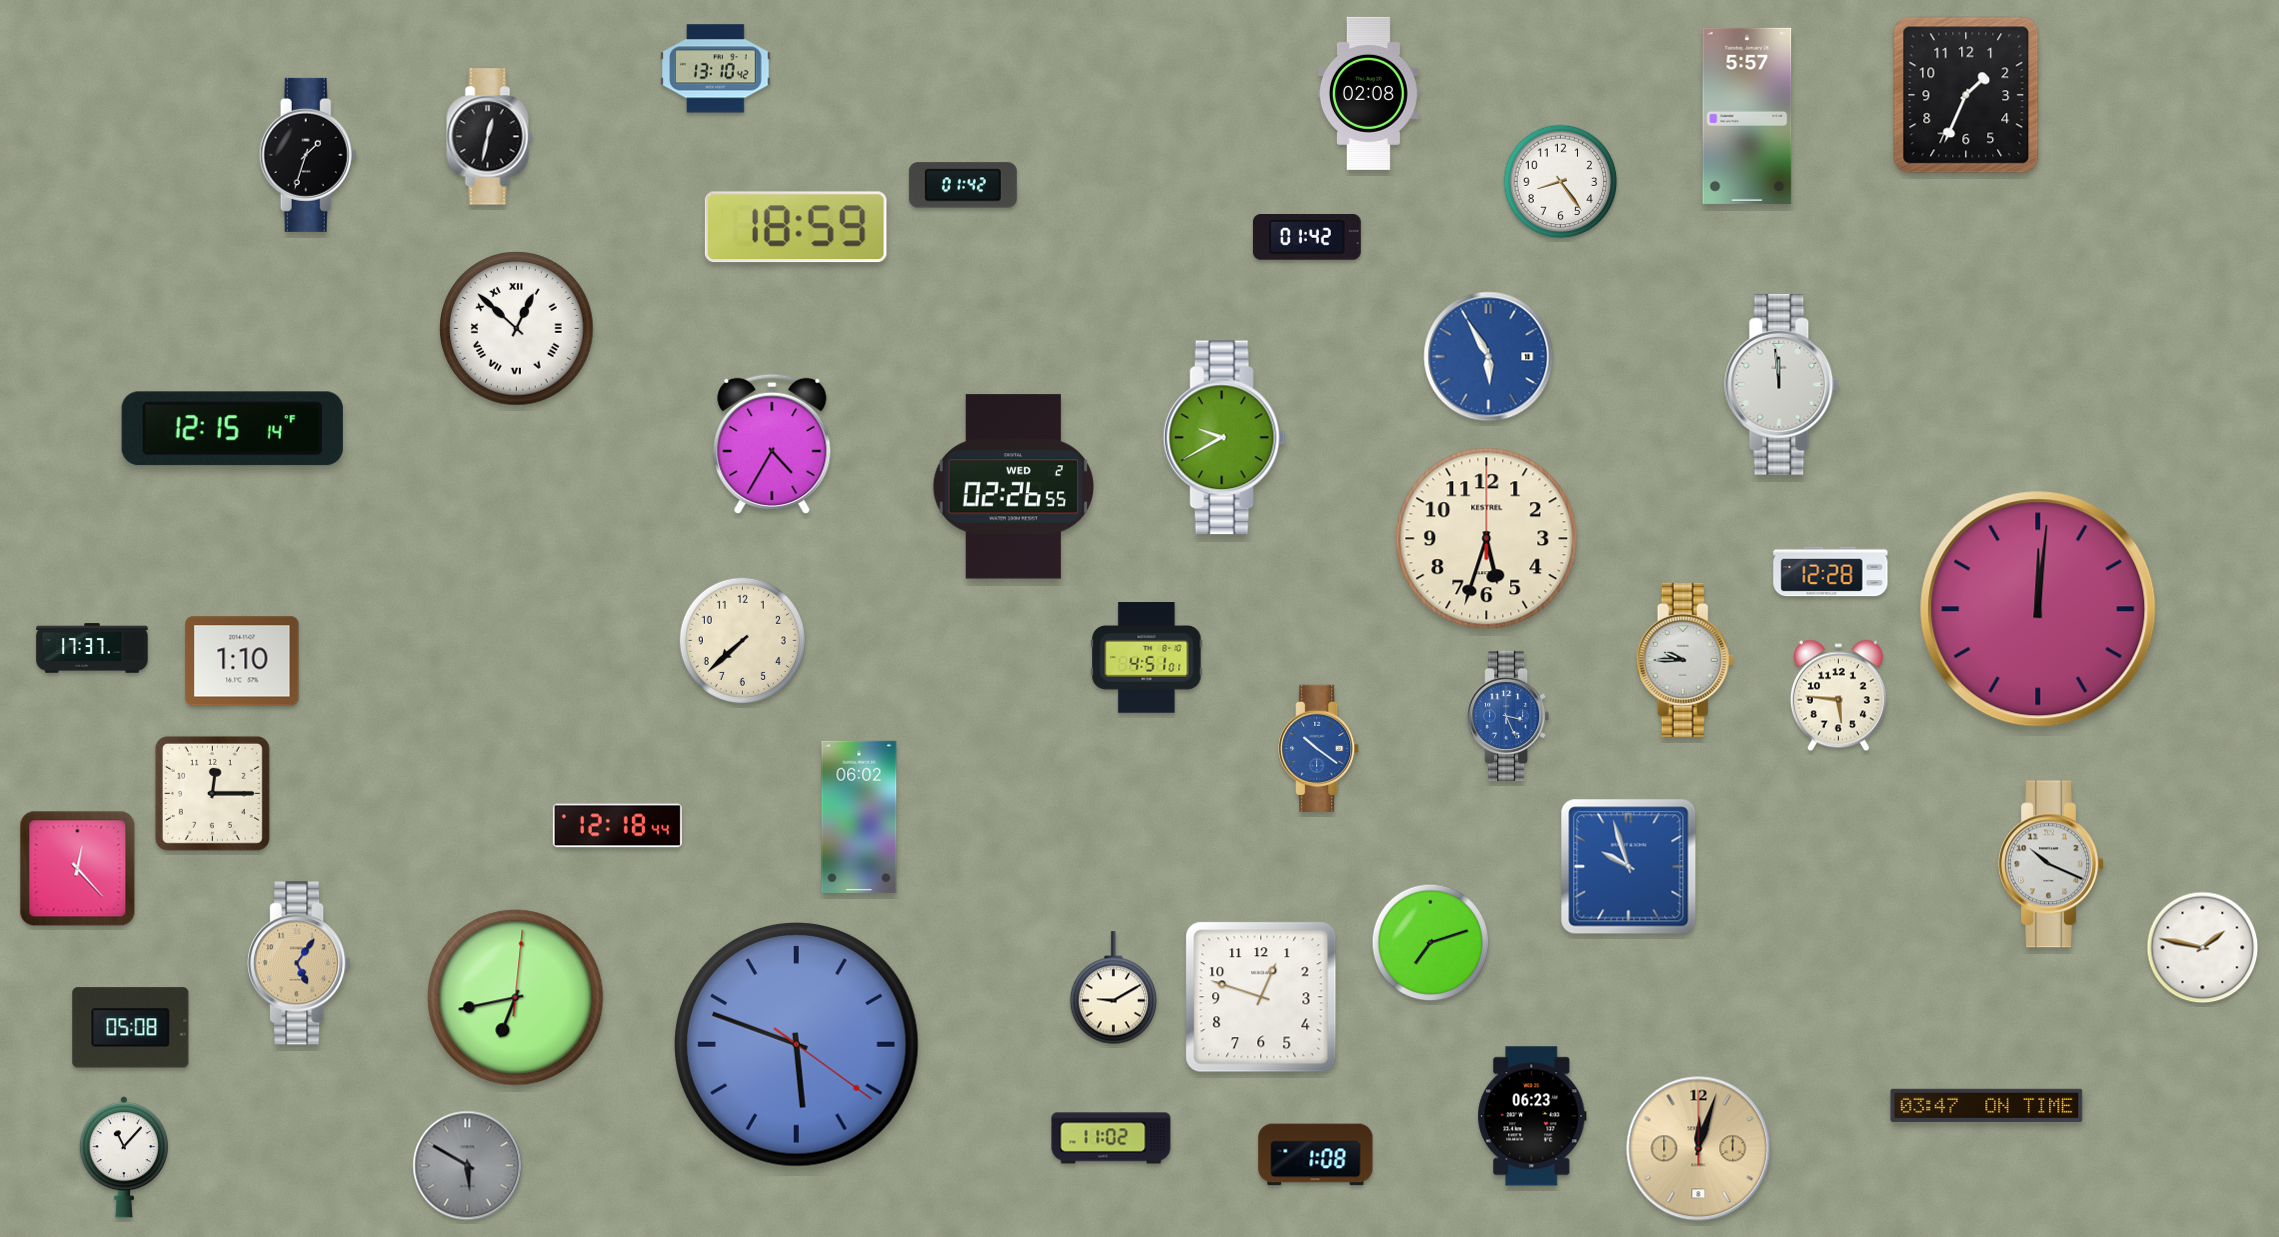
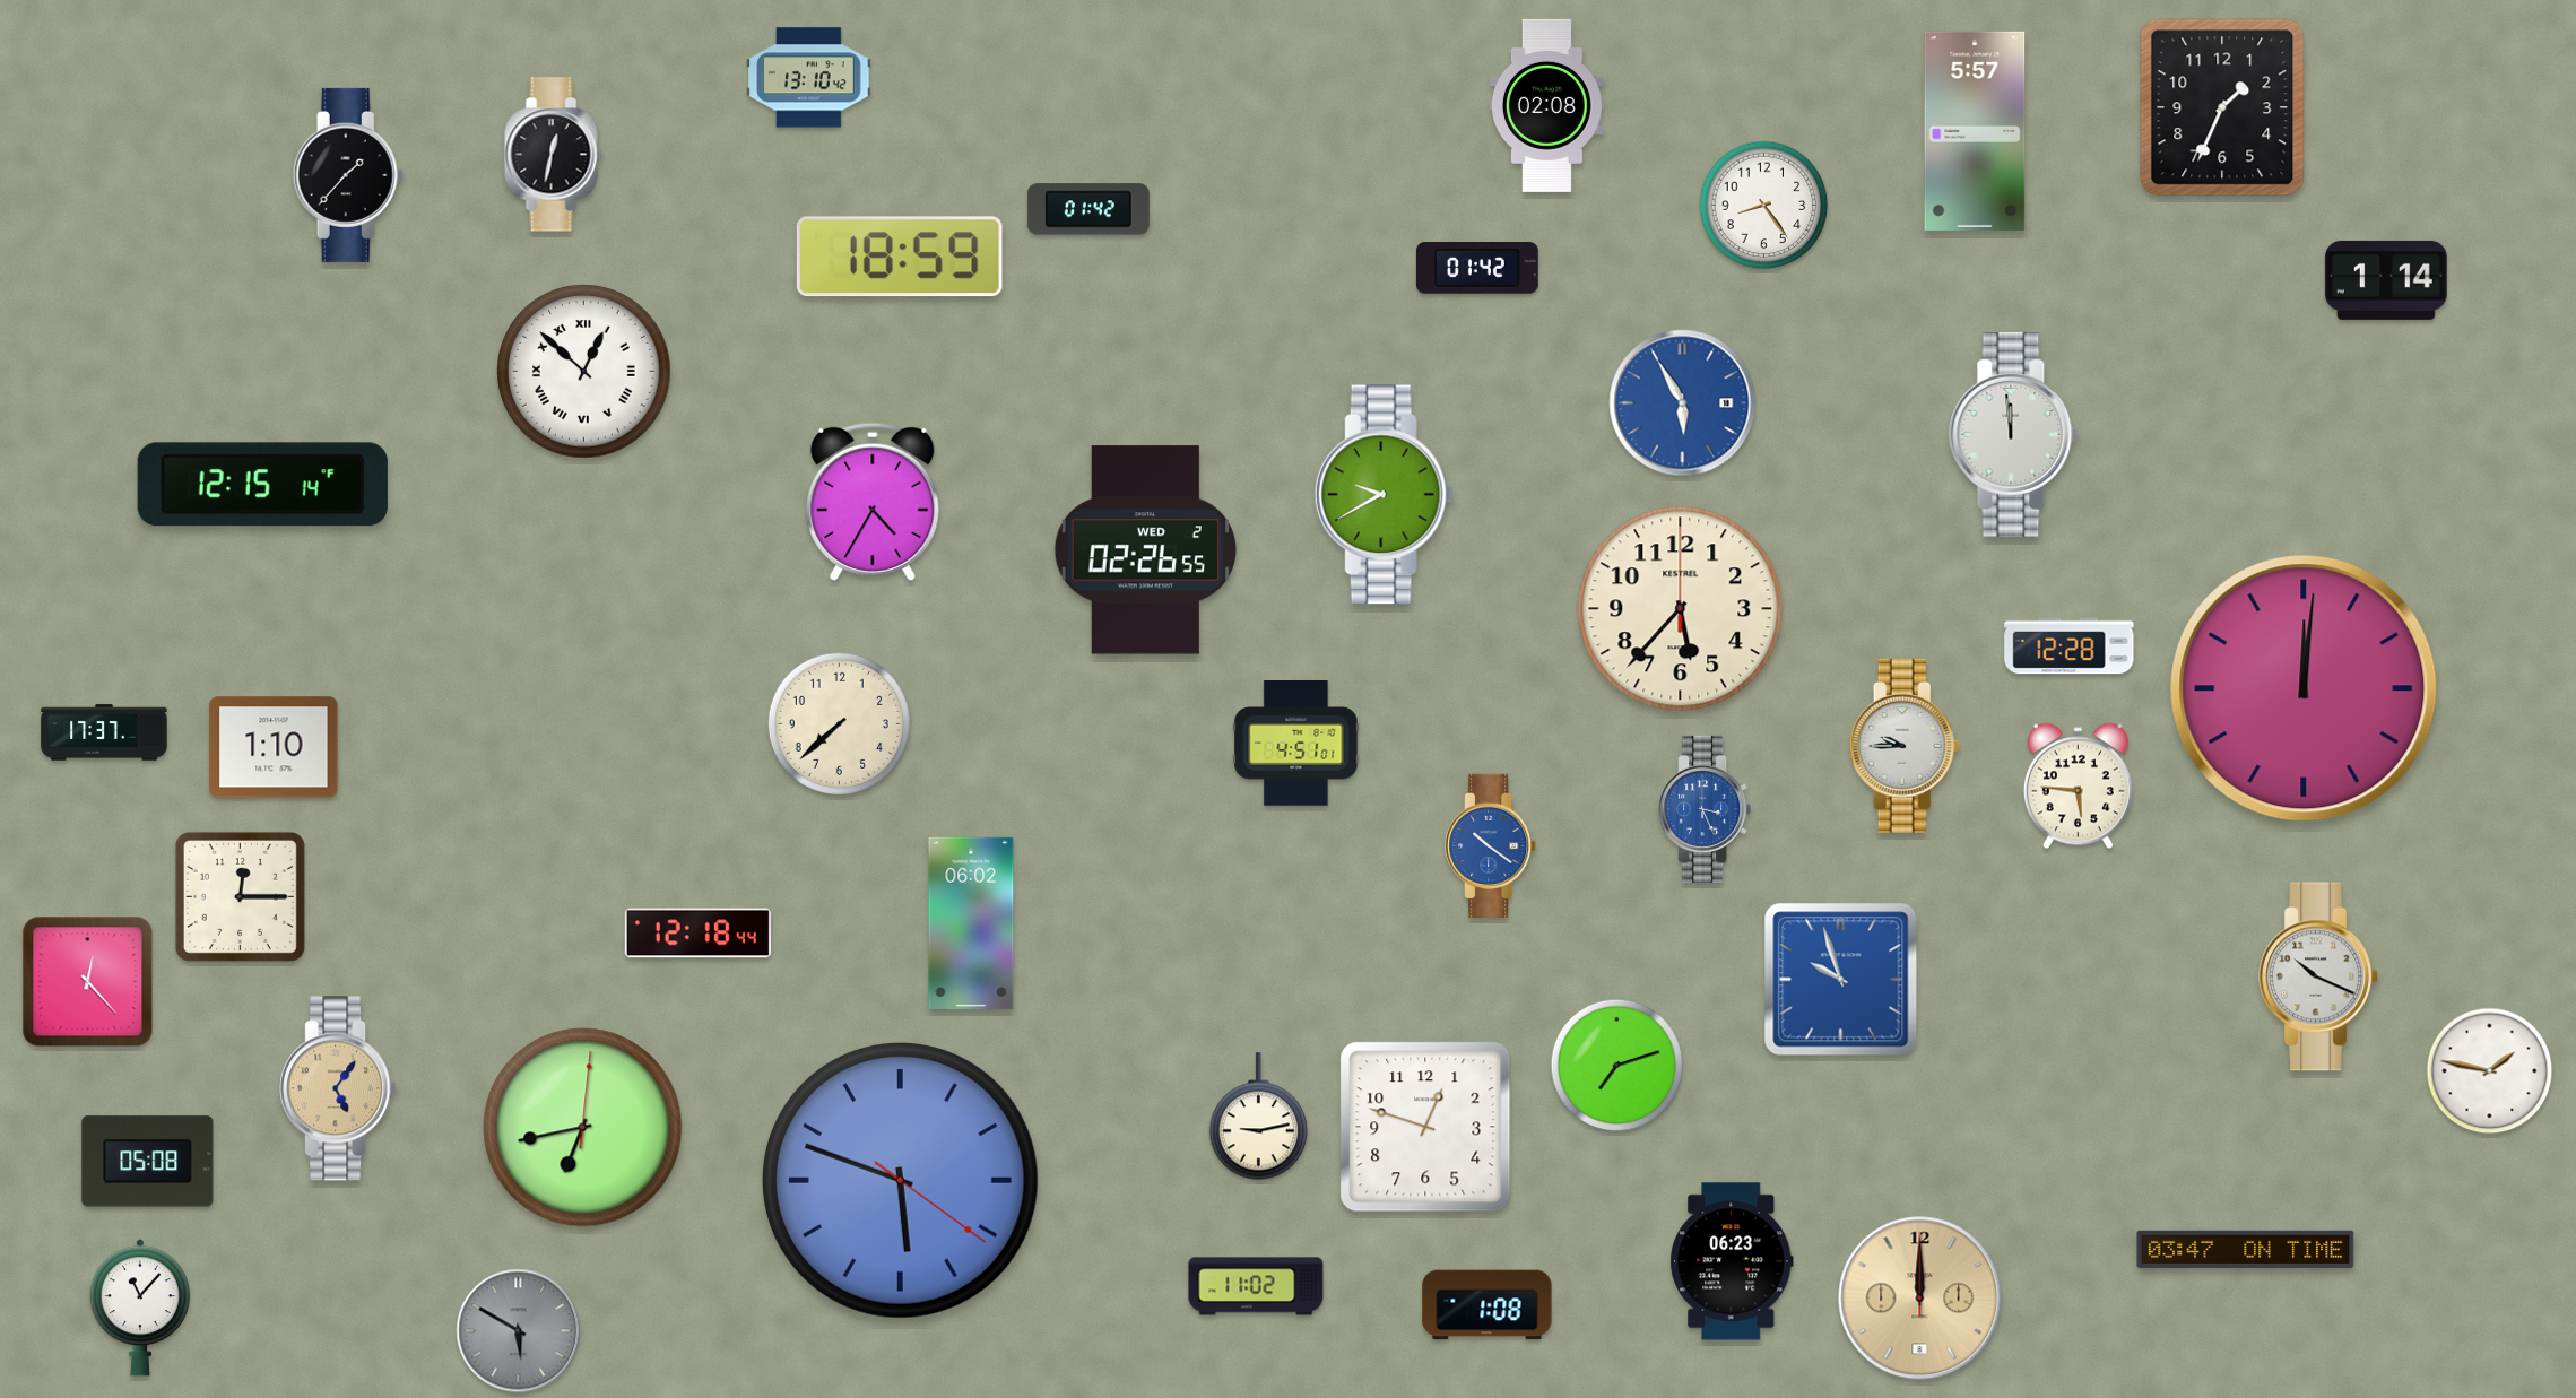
clock at (308, 155): 1:33 -> 1:37
clock at (2386, 280): none -> 1:14
clock at (1487, 539): 5:33 -> 5:37
clock at (1114, 988): 9:10 -> 9:13
clock at (1699, 1149): 12:03 -> 12:00
clock at (468, 1166) position: (468, 1166) -> (519, 1331)
